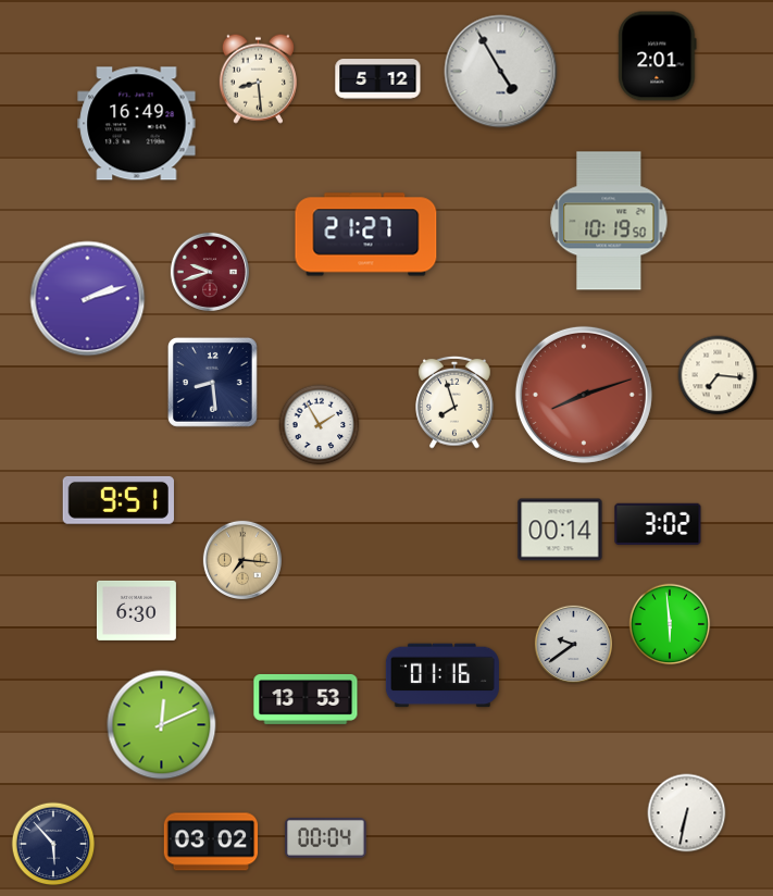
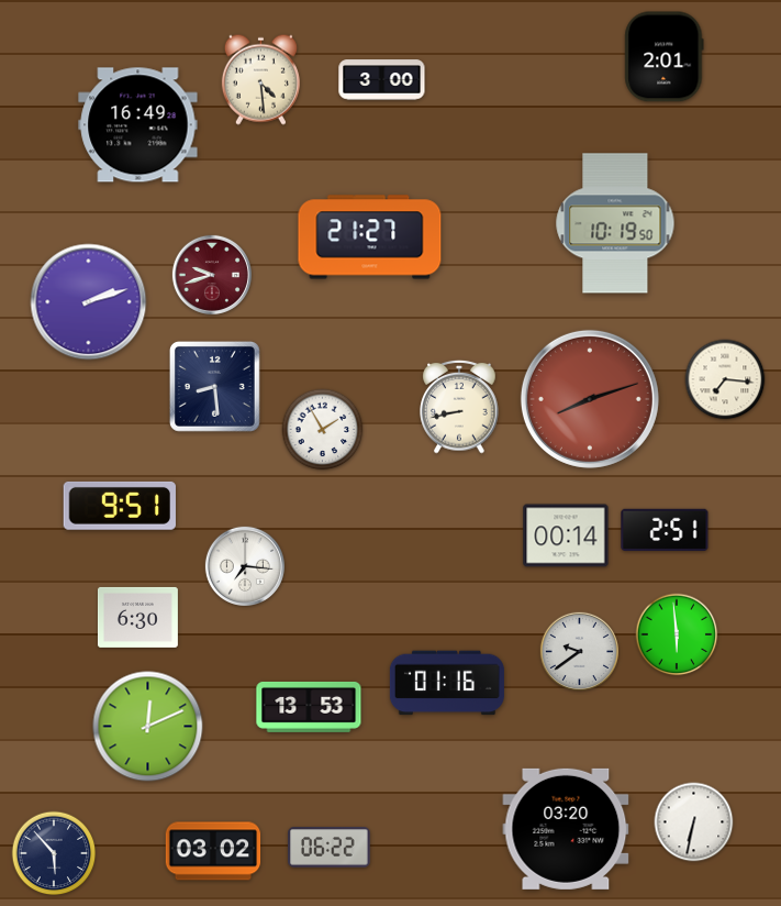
clock at (501, 72): 4:55 -> none
clock at (258, 78): 8:29 -> 4:29
clock at (378, 79): 5:12 -> 3:00
clock at (454, 402): 7:57 -> 8:43
clock at (658, 523): 3:02 -> 2:51
clock at (241, 559) dial: champagne -> white
clock at (670, 624) position: (670, 624) -> (677, 634)
clock at (162, 725) position: (162, 725) -> (148, 727)
clock at (566, 829): none -> 03:20
clock at (326, 838): 00:04 -> 06:22
